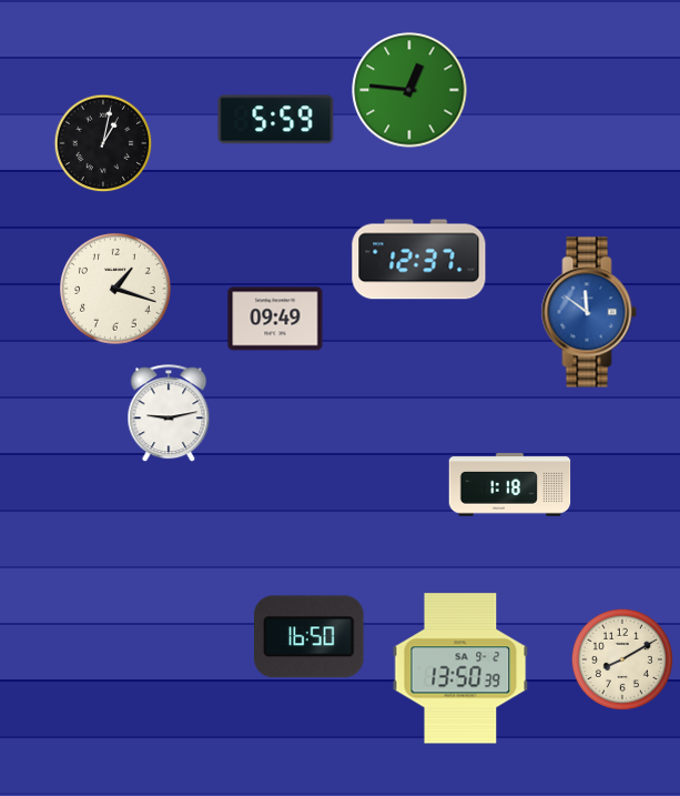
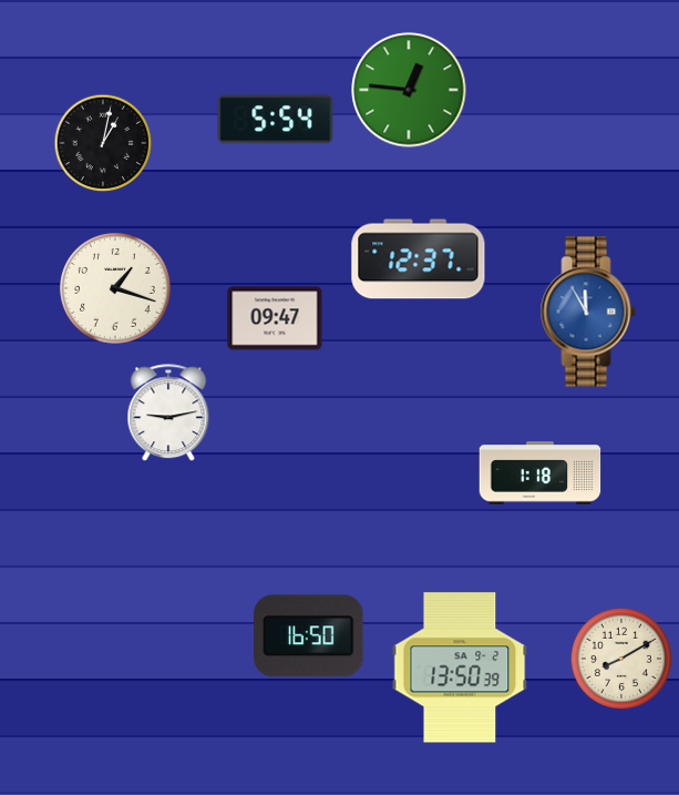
clock at (276, 120): 5:59 -> 5:54
clock at (589, 312): 11:51 -> 11:55
clock at (275, 319): 09:49 -> 09:47
clock at (510, 485) position: (510, 485) -> (541, 473)
